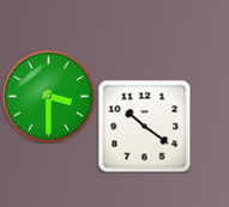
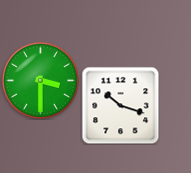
clock at (144, 126): 10:21 -> 10:18
